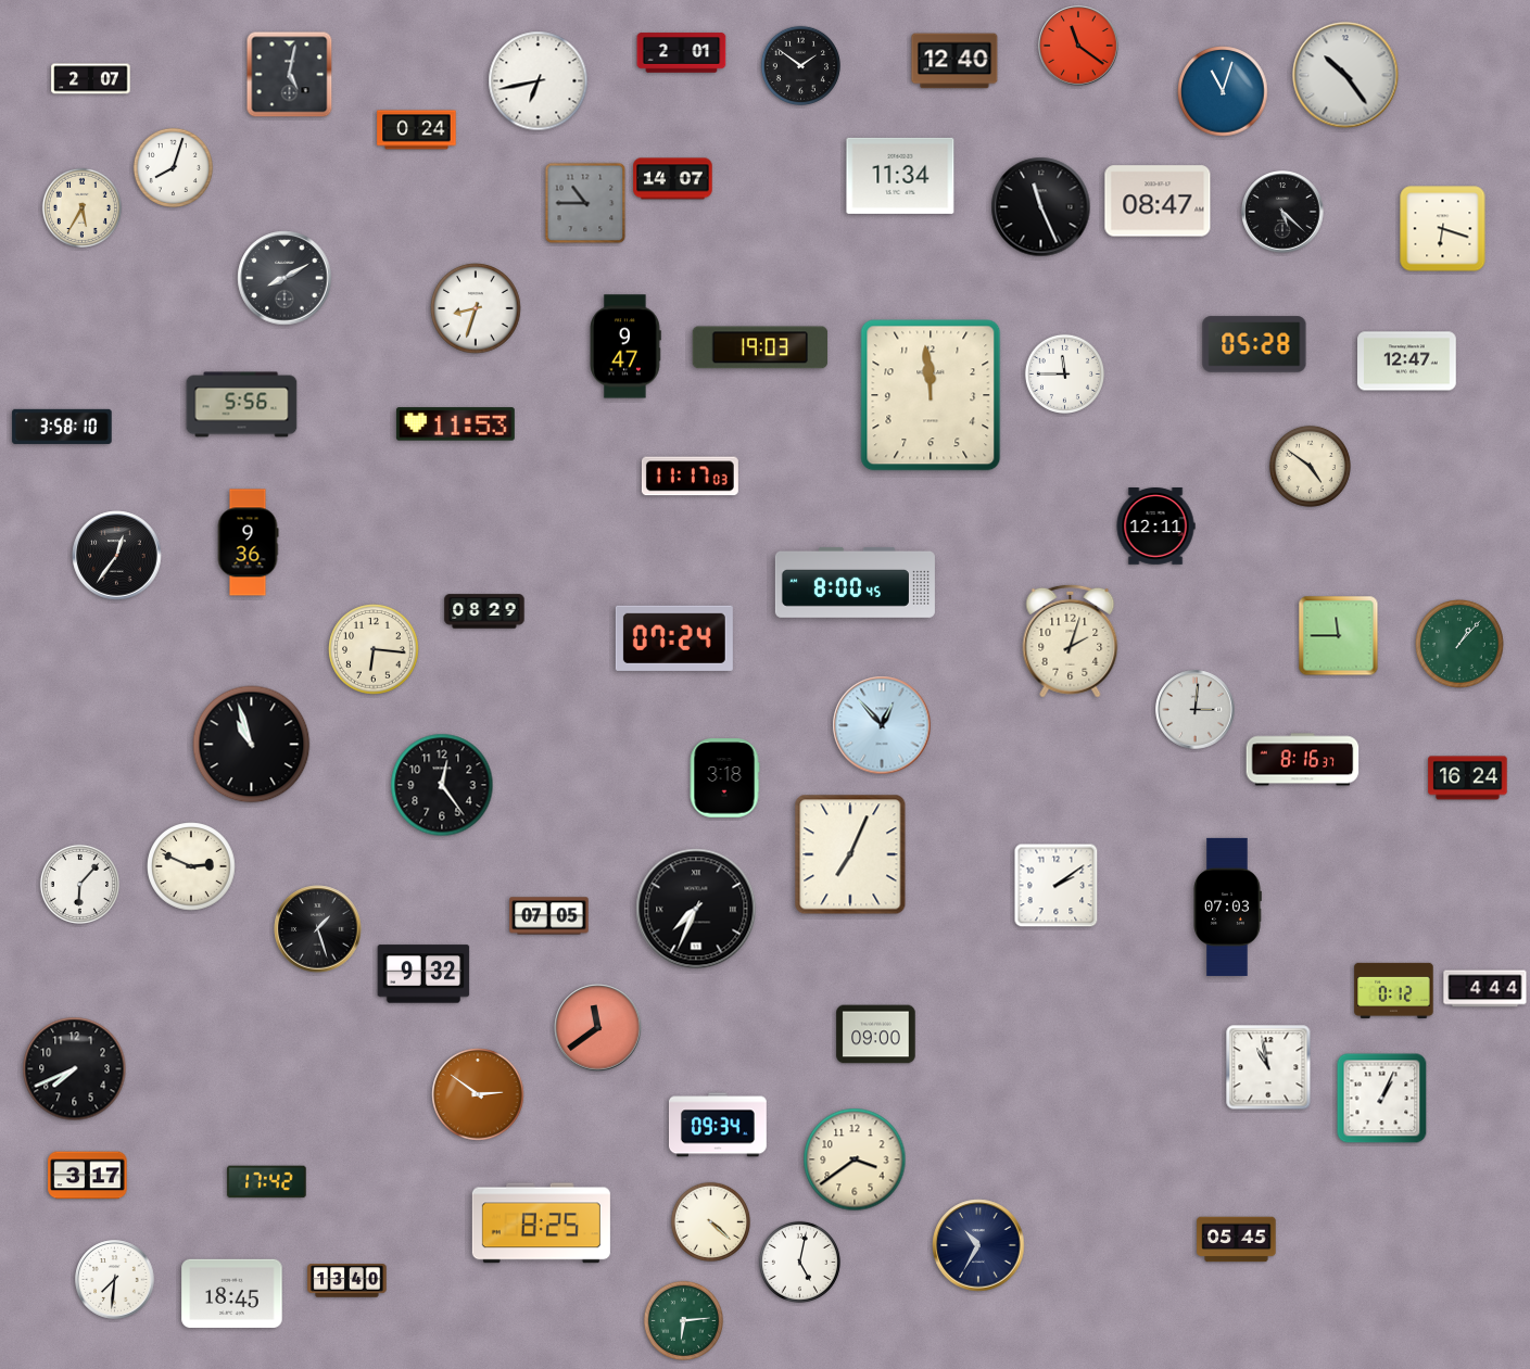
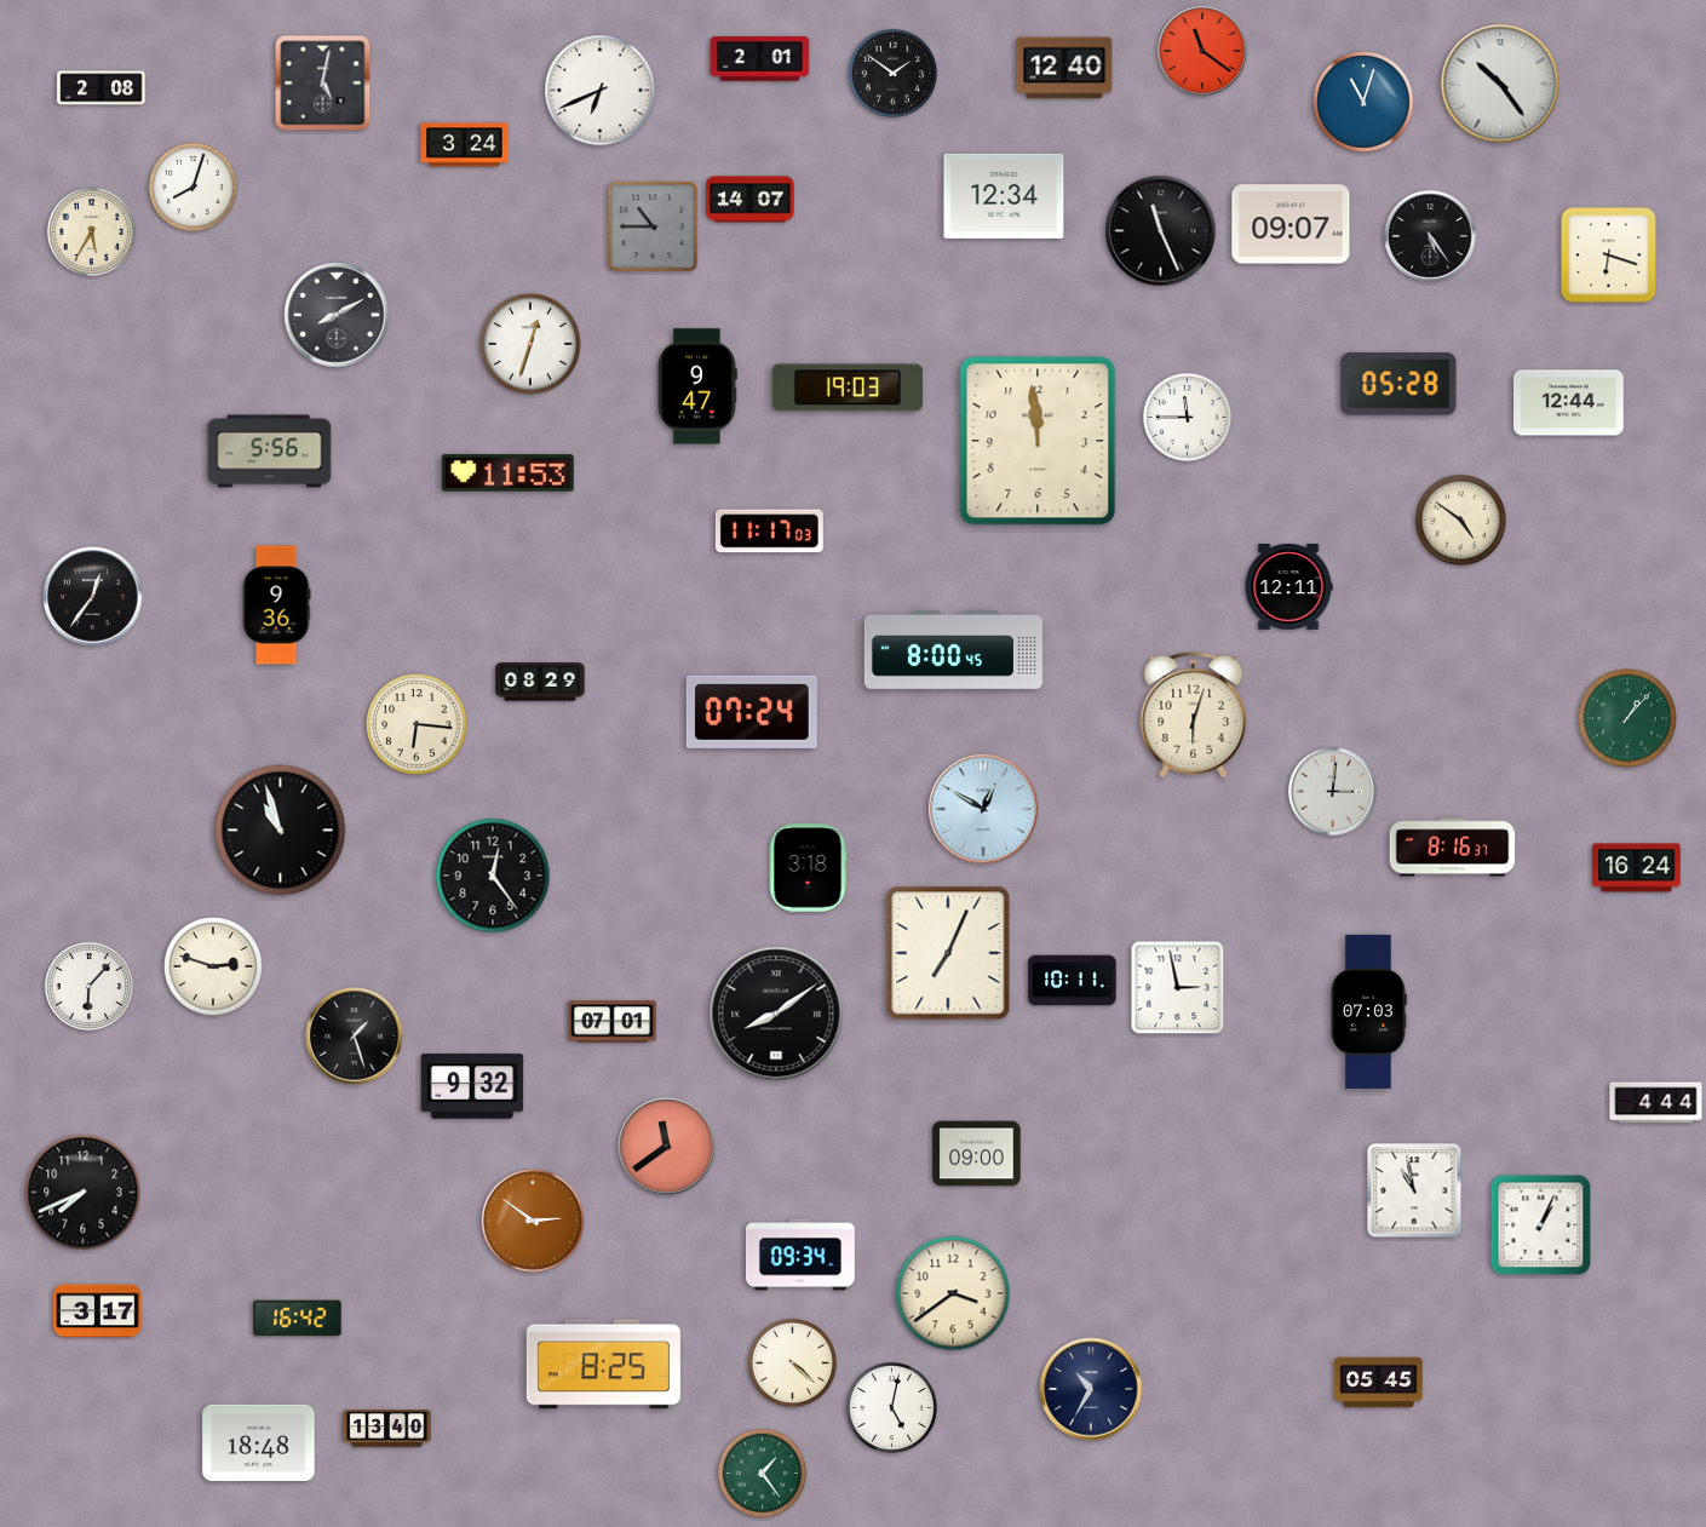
clock at (91, 79): 2:07 -> 2:08
clock at (539, 81): 6:43 -> 6:41
clock at (417, 130): 0:24 -> 3:24
clock at (900, 176): 11:34 -> 12:34
clock at (1158, 201): 08:47 -> 09:07
clock at (1282, 212): 5:22 -> 5:24
clock at (284, 278) position: (284, 278) -> (337, 315)
clock at (476, 308): 8:33 -> 12:33
clock at (1407, 362): 12:47 -> 12:44
clock at (62, 427): 3:58 -> none
clock at (117, 556) position: (117, 556) -> (93, 597)
clock at (1339, 636): 11:45 -> none
clock at (1071, 641): 2:03 -> 6:03
clock at (882, 725): 12:53 -> 12:50
clock at (191, 866): 2:49 -> 2:48
clock at (1073, 981): none -> 10:11
clock at (1057, 886): 2:09 -> 2:58
clock at (696, 909): 7:34 -> 8:09
clock at (549, 916): 07:05 -> 07:01
clock at (1394, 990): 0:12 -> none
clock at (267, 1182): 17:42 -> 16:42
clock at (115, 1280): 7:31 -> none
clock at (232, 1294): 18:45 -> 18:48
clock at (683, 1320): 6:14 -> 1:24
